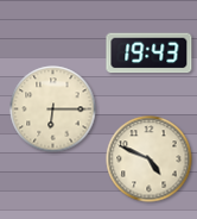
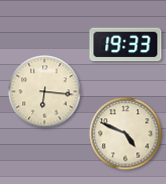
clock at (150, 54): 19:43 -> 19:33
clock at (53, 109): 6:15 -> 6:16
